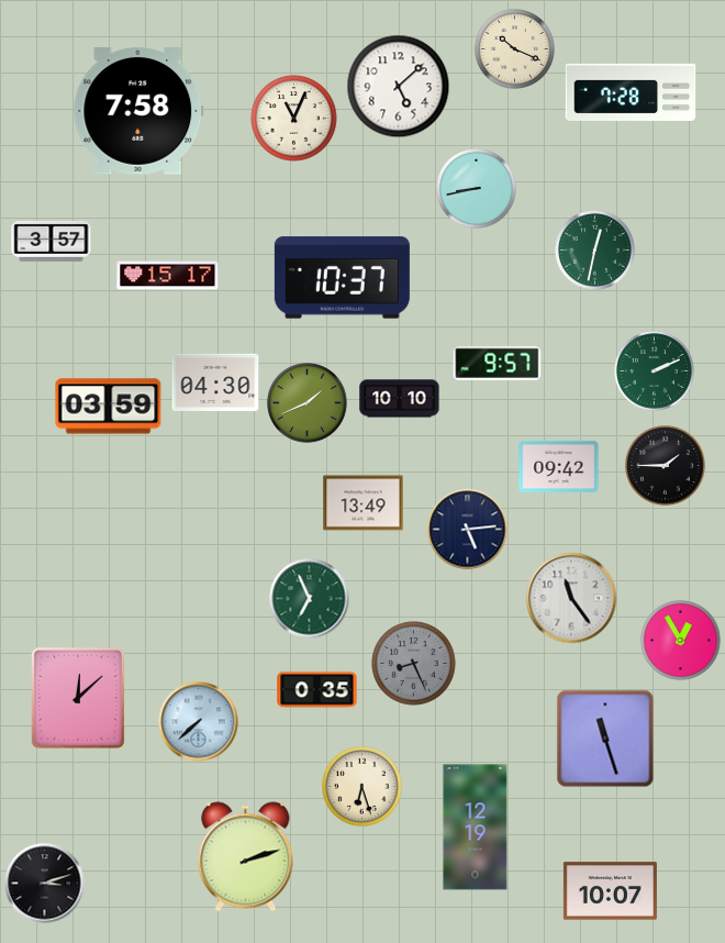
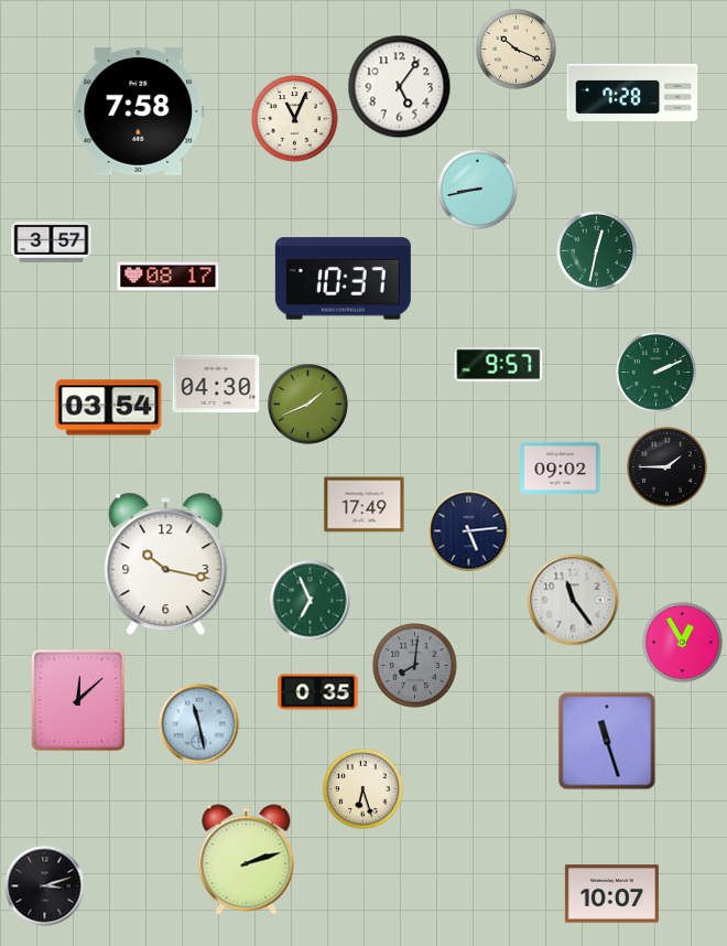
clock at (399, 87): 5:08 -> 5:06
clock at (168, 276): 15:17 -> 08:17
clock at (400, 399): 10:10 -> none
clock at (109, 407): 03:59 -> 03:54
clock at (559, 466): 09:42 -> 09:02
clock at (364, 503): 13:49 -> 17:49
clock at (166, 565): none -> 10:17
clock at (414, 664): 8:26 -> 8:01
clock at (199, 722): 7:38 -> 11:28
clock at (476, 828): 12:19 -> none
